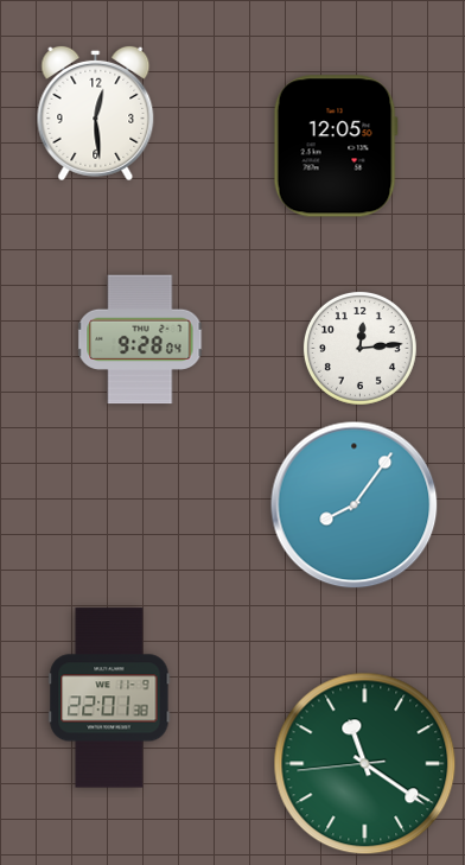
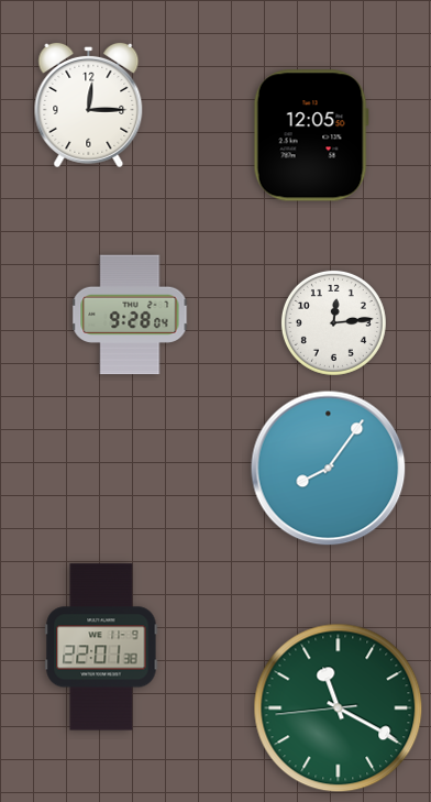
clock at (96, 113): 12:29 -> 12:15
clock at (365, 764): 11:20 -> 11:19
